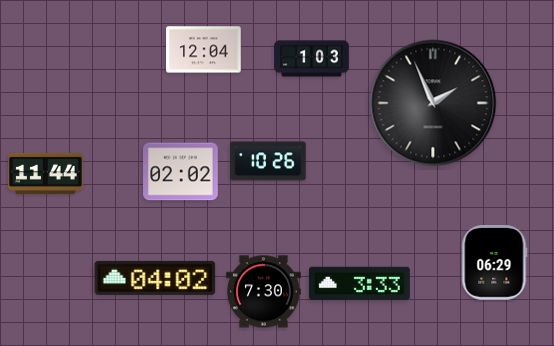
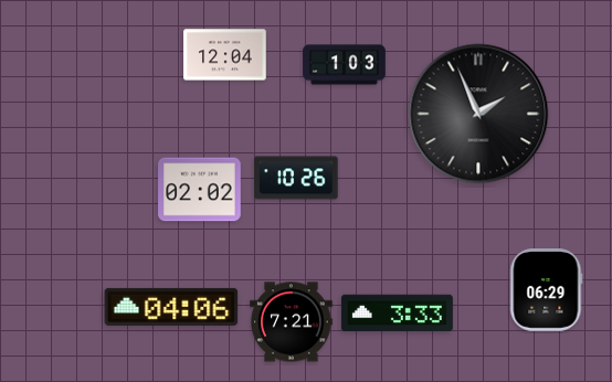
clock at (46, 173): 11:44 -> none
clock at (155, 278): 04:02 -> 04:06
clock at (264, 292): 7:30 -> 7:21
